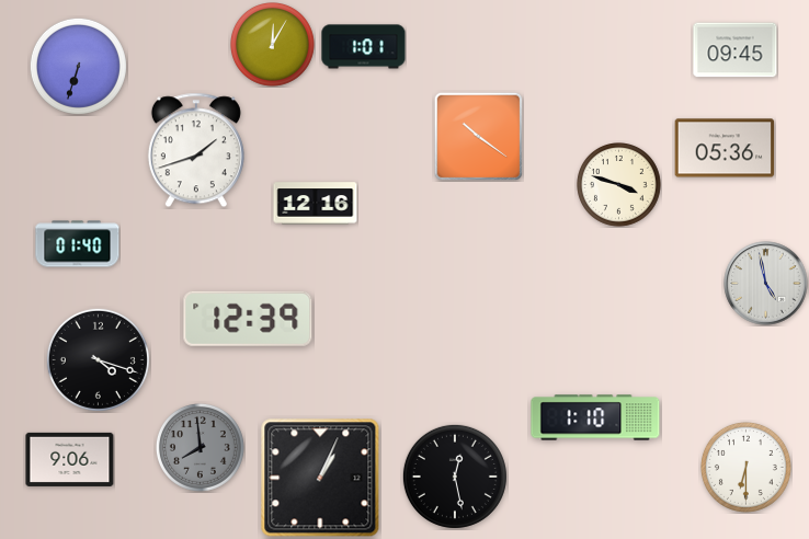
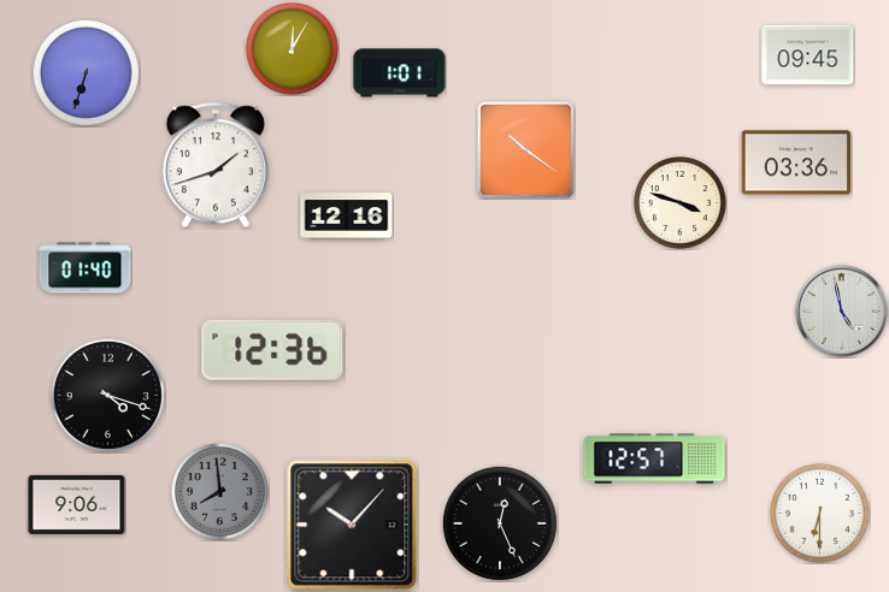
clock at (273, 45) position: (273, 45) -> (293, 49)
clock at (364, 47) position: (364, 47) -> (400, 73)
clock at (725, 148): 05:36 -> 03:36
clock at (316, 204) position: (316, 204) -> (347, 217)
clock at (248, 319): 12:39 -> 12:36
clock at (595, 417): 1:10 -> 12:57
clock at (455, 477): 12:28 -> 12:26
clock at (320, 478): 1:04 -> 10:07
